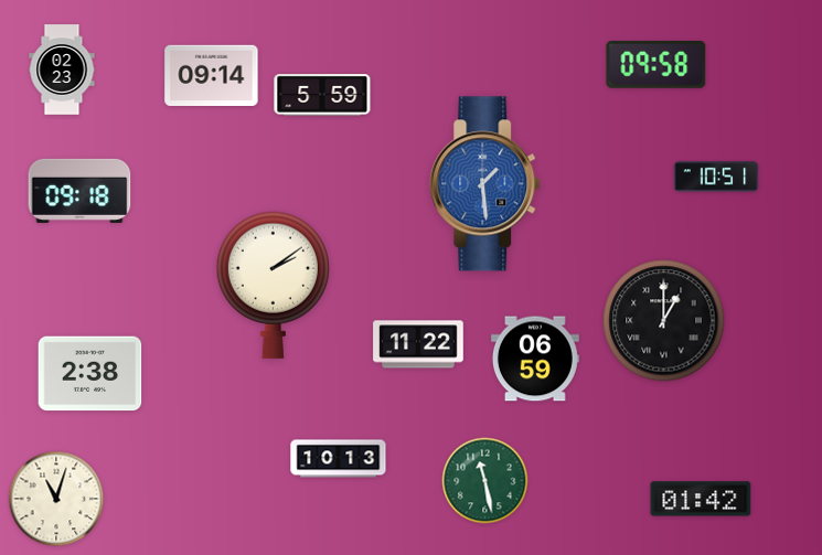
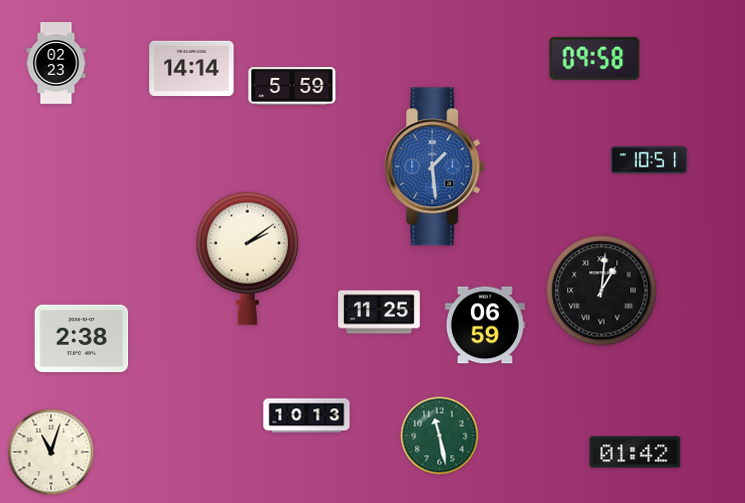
clock at (212, 75): 09:14 -> 14:14
clock at (485, 184) position: (485, 184) -> (435, 167)
clock at (79, 191): 09:18 -> none
clock at (664, 321): 1:00 -> 1:01
clock at (418, 344): 11:22 -> 11:25
